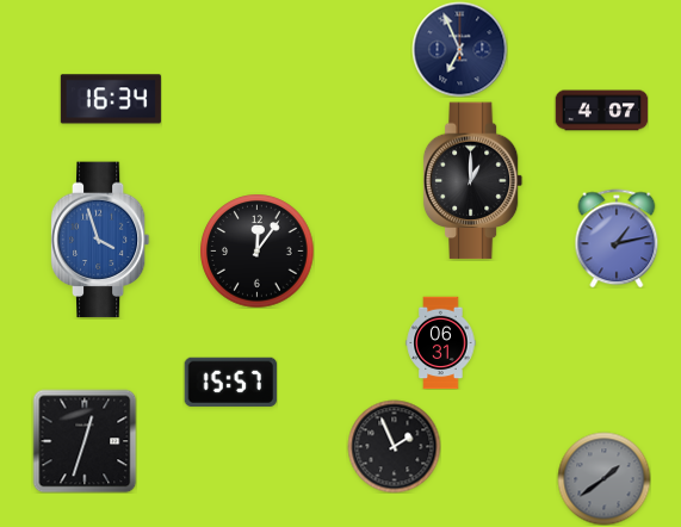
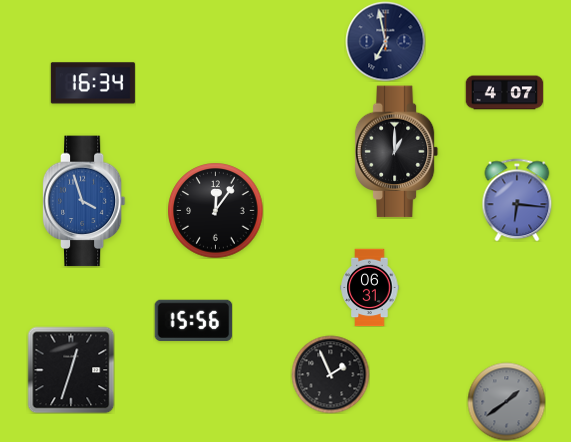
clock at (459, 49): 6:56 -> 6:58
clock at (617, 238): 1:13 -> 6:16
clock at (230, 382): 15:57 -> 15:56
